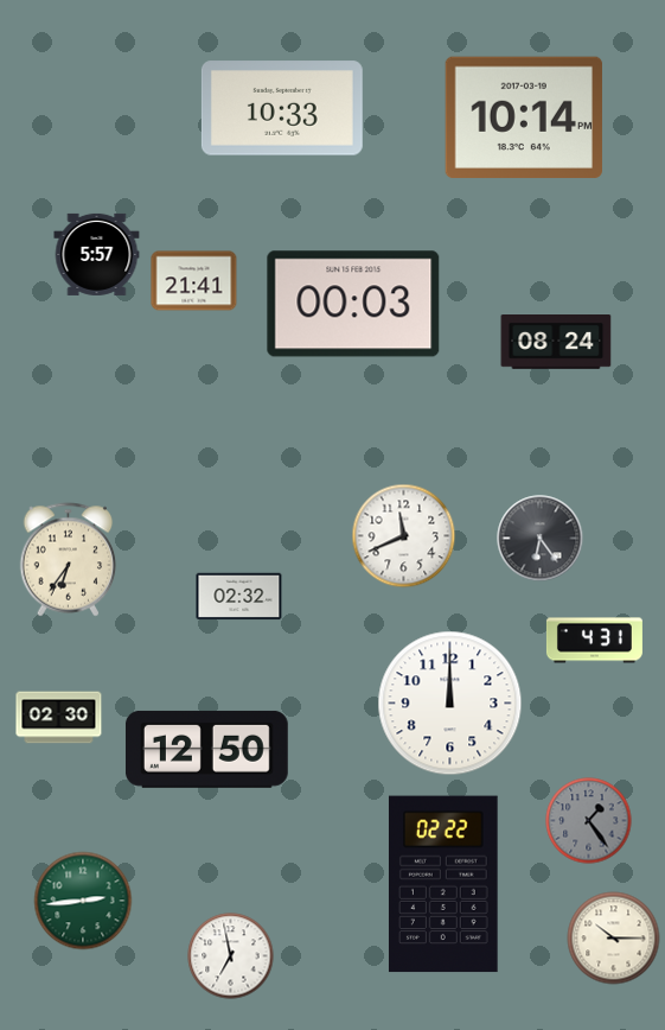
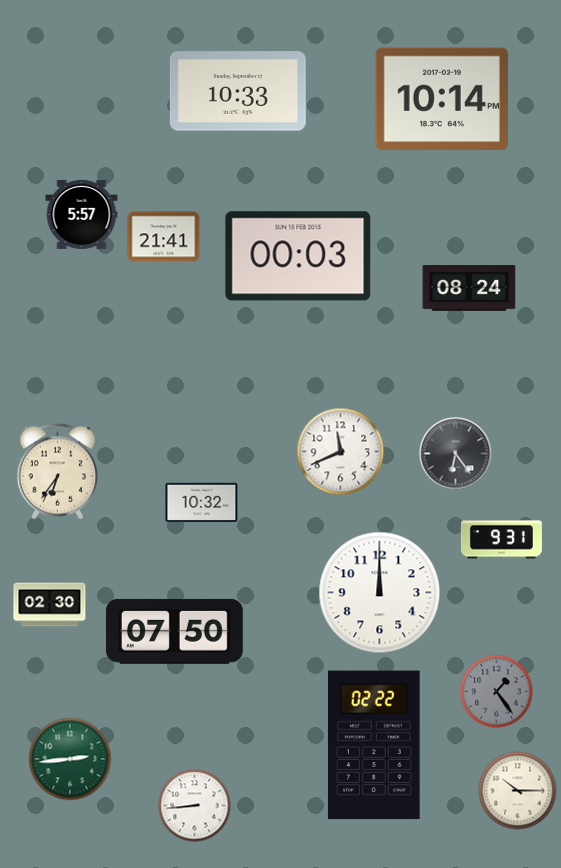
clock at (239, 597): 02:32 -> 10:32
clock at (594, 641): 4:31 -> 9:31
clock at (206, 749): 12:50 -> 07:50
clock at (231, 956): 6:58 -> 8:44
